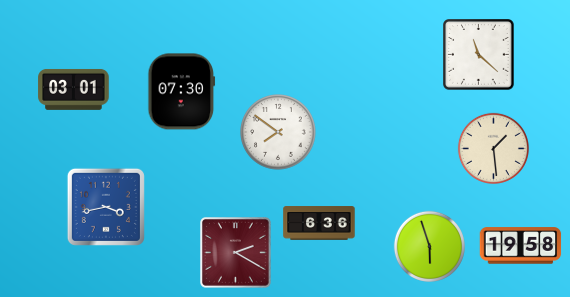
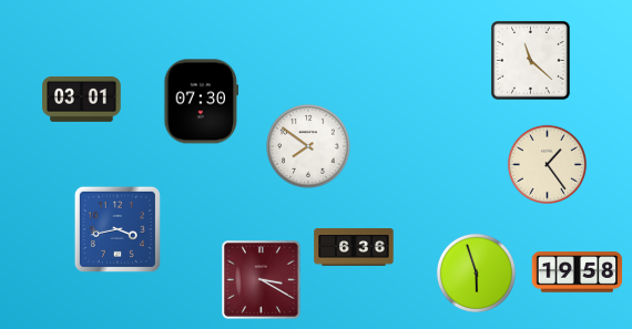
clock at (493, 148): 1:29 -> 1:24
clock at (236, 253): 2:20 -> 3:20
